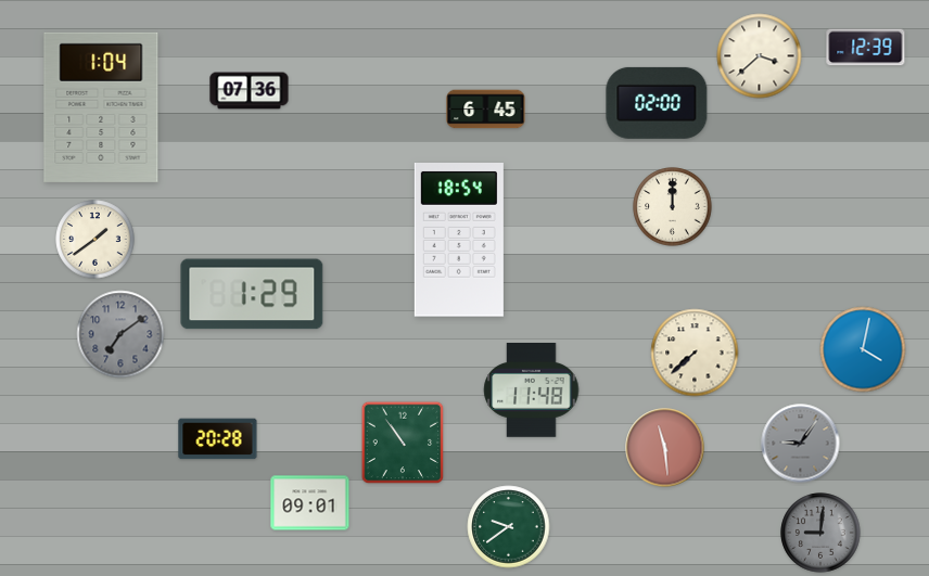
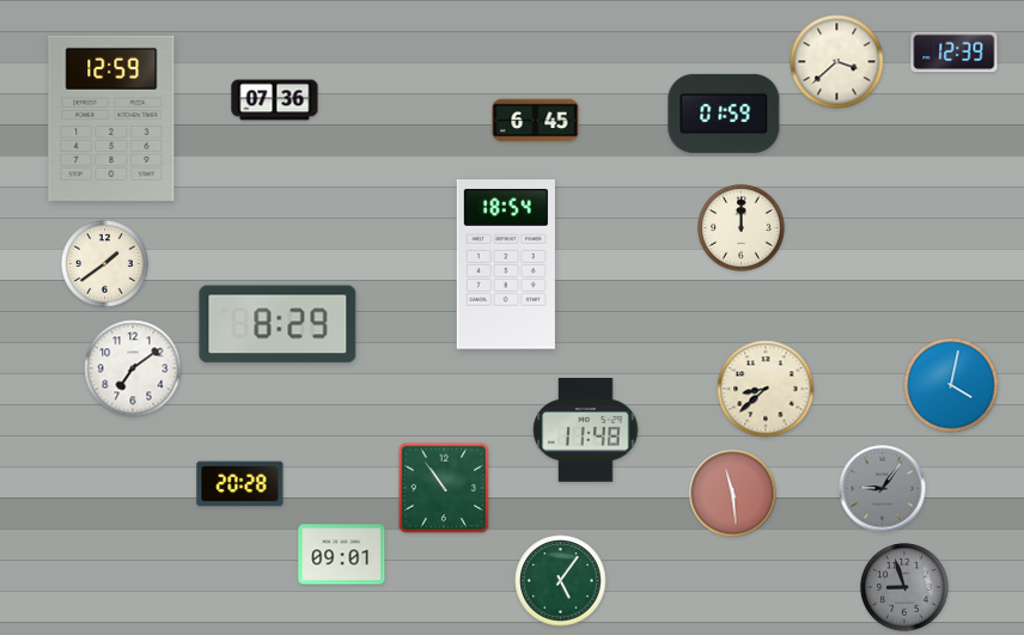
clock at (657, 103): 02:00 -> 01:59
clock at (101, 107): 1:04 -> 12:59
clock at (252, 294): 1:29 -> 8:29
clock at (120, 334) dial: grey -> white
clock at (695, 353): 7:38 -> 8:38
clock at (509, 527): 9:39 -> 5:06
clock at (820, 533): 9:01 -> 8:57
